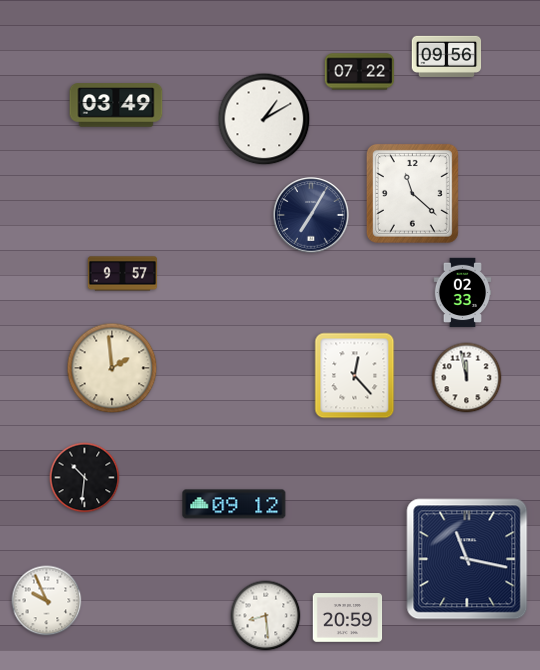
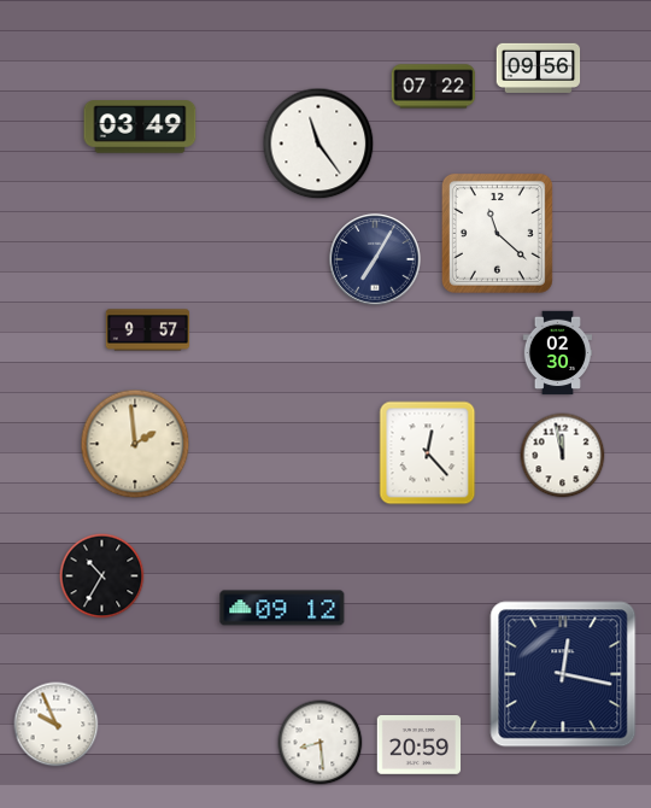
clock at (264, 119): 1:10 -> 11:24
clock at (463, 293): 02:33 -> 02:30
clock at (85, 478): 10:31 -> 10:35
clock at (467, 559): 11:17 -> 12:17
